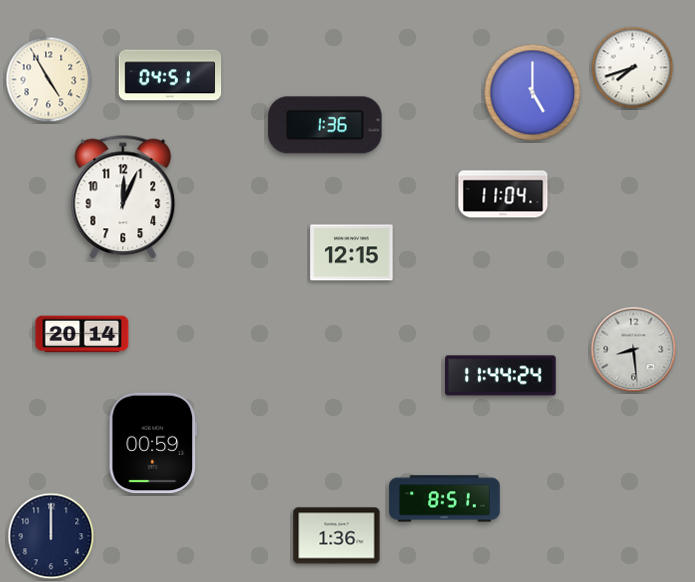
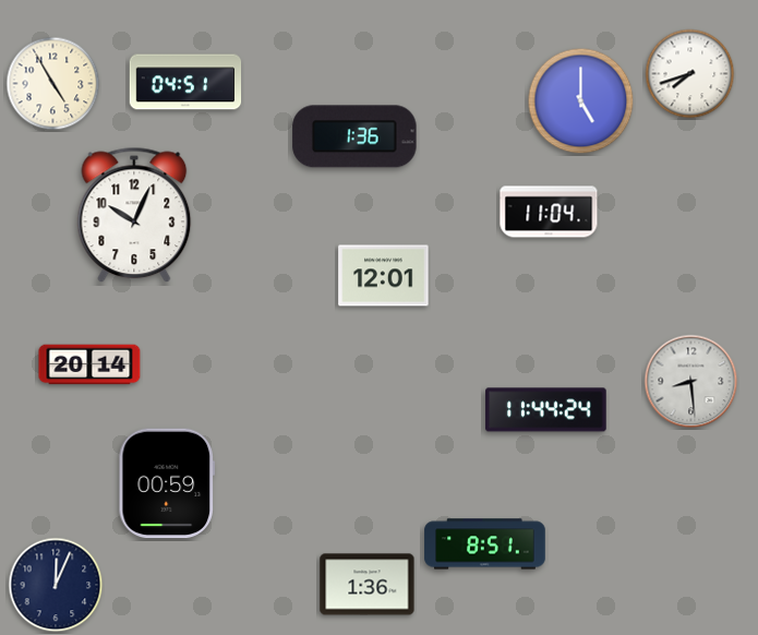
clock at (49, 80) position: (49, 80) -> (53, 84)
clock at (123, 197): 12:04 -> 10:04
clock at (352, 253): 12:15 -> 12:01
clock at (51, 536): 12:00 -> 12:04
